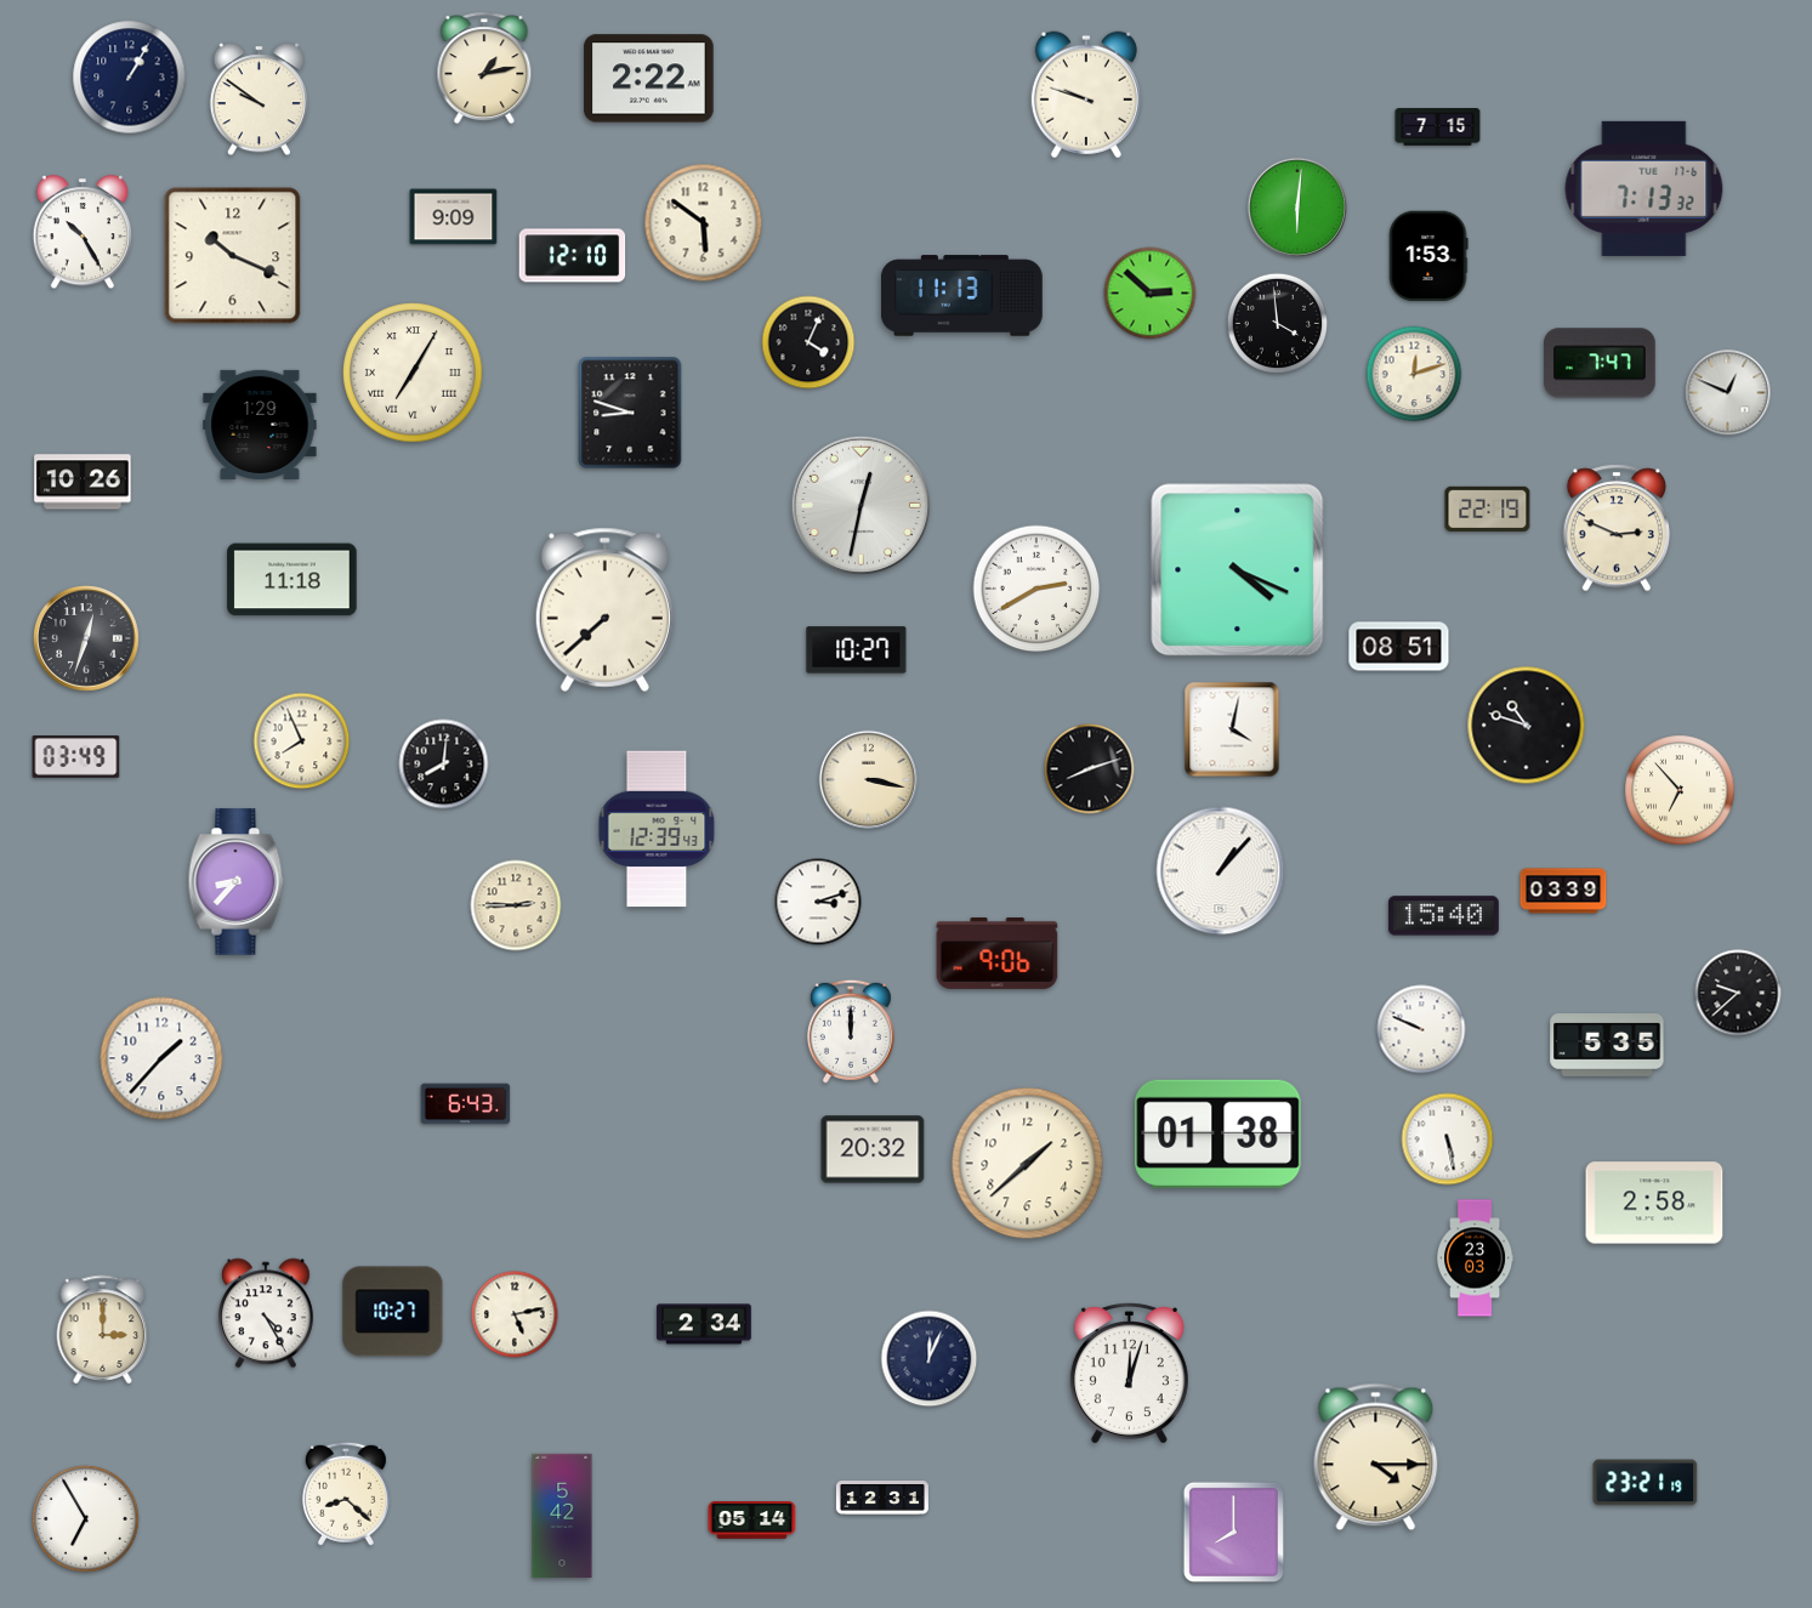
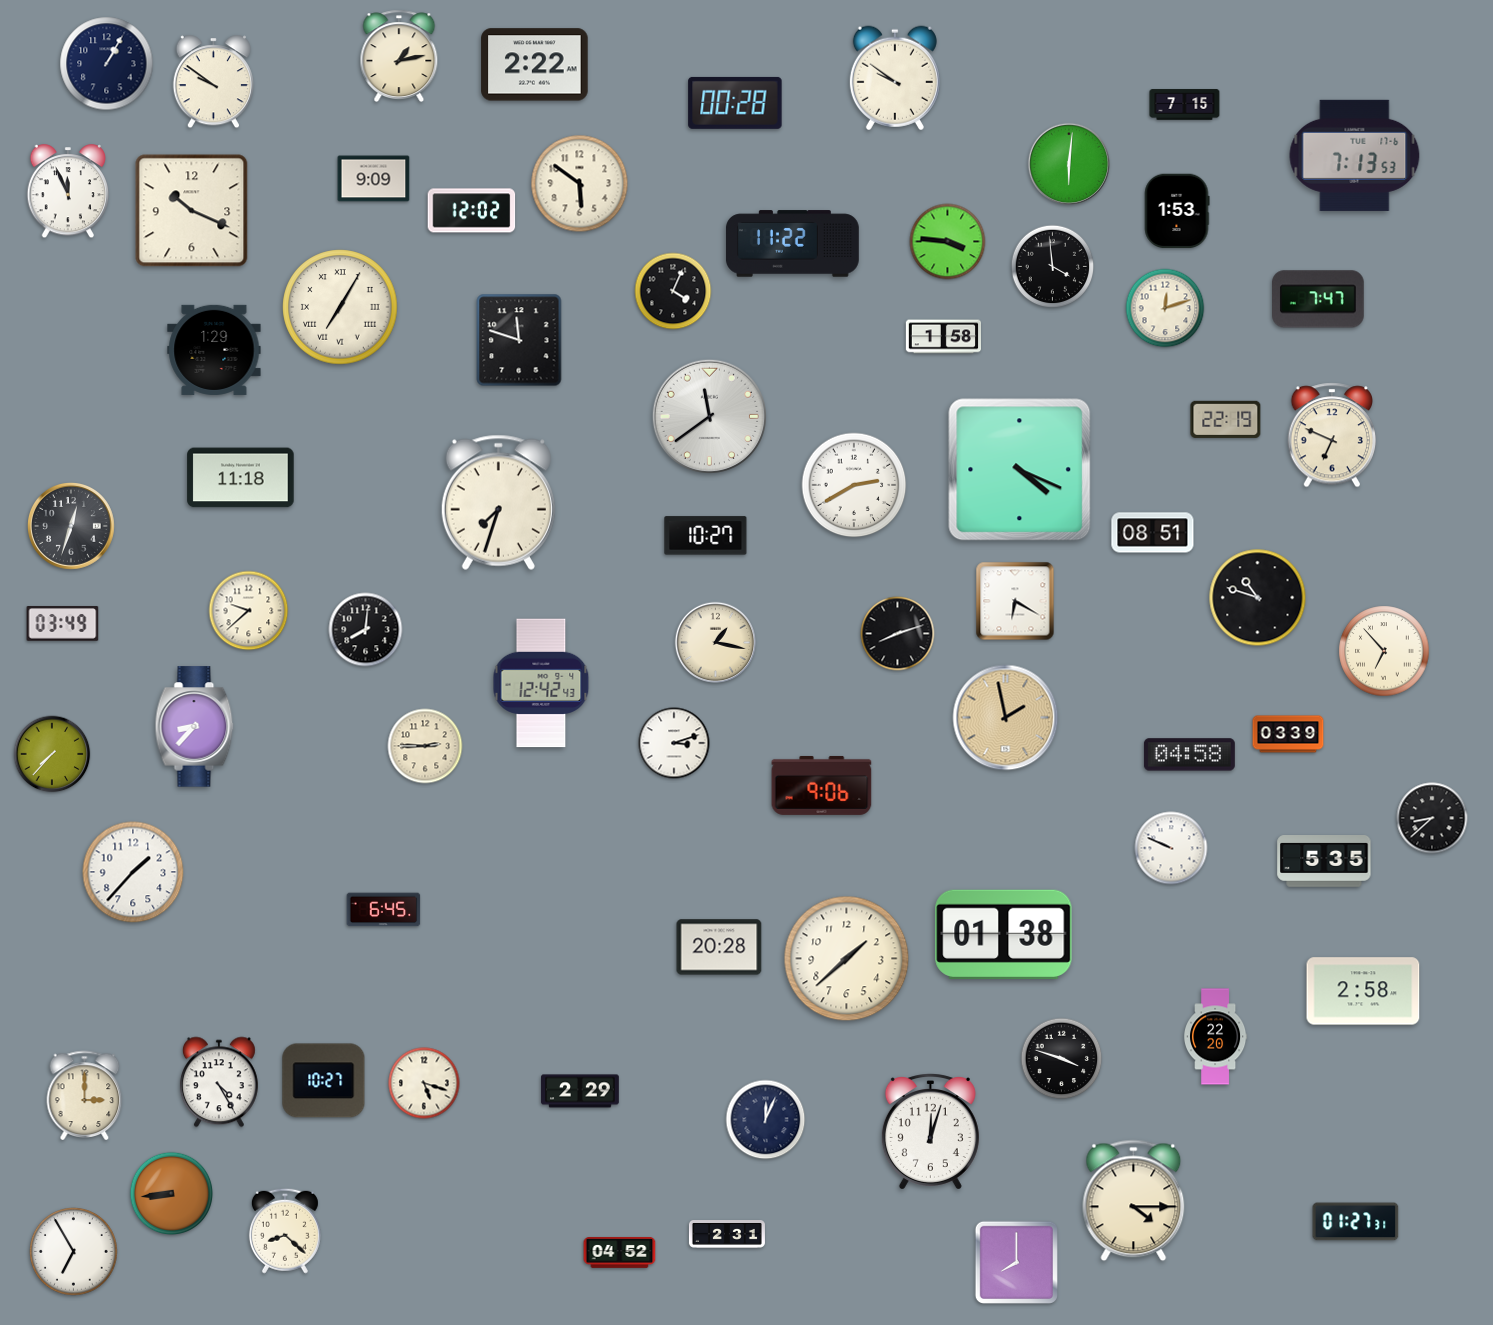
clock at (1086, 95): 9:48 -> 9:51
clock at (735, 103): none -> 00:28
clock at (1645, 188): 7:13:32 -> 7:13:53
clock at (1297, 208) position: (1297, 208) -> (1069, 164)
clock at (83, 233): 10:25 -> 11:56
clock at (573, 256): 12:10 -> 12:02
clock at (1151, 294): 2:52 -> 3:46
clock at (961, 296): 11:13 -> 11:22
clock at (808, 342) position: (808, 342) -> (673, 291)
clock at (1728, 393): 12:49 -> none
clock at (943, 337): none -> 1:58
clock at (630, 413): 8:48 -> 11:48
clock at (83, 482): 10:26 -> none
clock at (860, 505): 12:32 -> 11:39
clock at (1617, 528): 2:49 -> 6:49
clock at (604, 609): 7:38 -> 7:33
clock at (1232, 729): 4:02 -> 6:20
clock at (302, 742): 7:56 -> 9:38
clock at (868, 779): 3:17 -> 1:17
clock at (657, 829): 12:39 -> 12:42
clock at (1221, 871): 1:07 -> 1:58
clock at (1221, 871) dial: white -> champagne
clock at (52, 754): none -> 7:37
clock at (1443, 916): 15:40 -> 04:58
clock at (1738, 993): 9:38 -> 8:38
clock at (851, 1032): 12:00 -> none
clock at (466, 1104): 6:43 -> 6:45
clock at (1448, 1140): 5:28 -> none
clock at (873, 1149): 20:32 -> 20:28
clock at (1476, 1258): 23:03 -> 22:20
clock at (1062, 1059): none -> 3:48
clock at (515, 1314): 5:13 -> 5:18
clock at (704, 1324): 2:34 -> 2:29
clock at (172, 1194): none -> 8:44
clock at (1646, 1483): 23:21 -> 01:27
clock at (882, 1499): 12:31 -> 2:31
clock at (562, 1516): 5:42 -> none
clock at (86, 1519) position: (86, 1519) -> (74, 1252)
clock at (752, 1521): 05:14 -> 04:52
